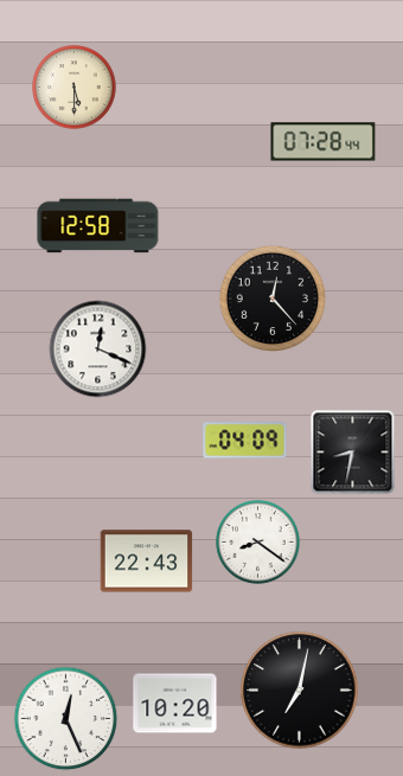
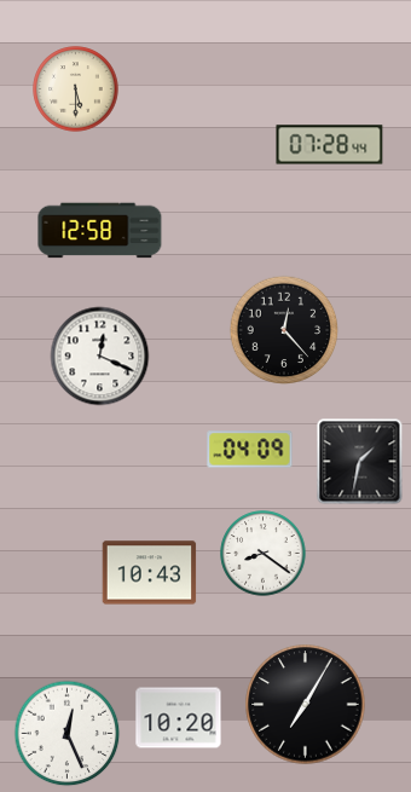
clock at (273, 299) position: (273, 299) -> (284, 330)
clock at (353, 453): 8:32 -> 1:32
clock at (147, 562): 22:43 -> 10:43
clock at (300, 691): 7:02 -> 7:05
